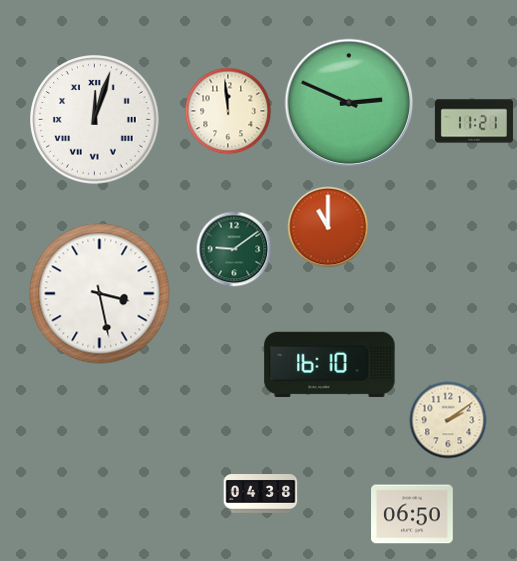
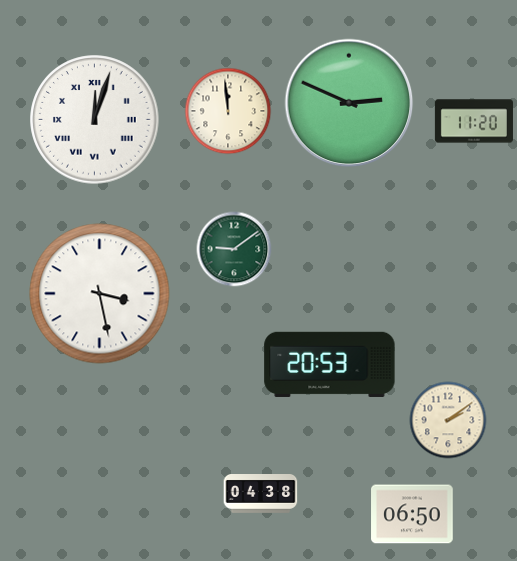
clock at (474, 121): 11:21 -> 11:20
clock at (328, 227): 11:00 -> none
clock at (330, 364): 16:10 -> 20:53
